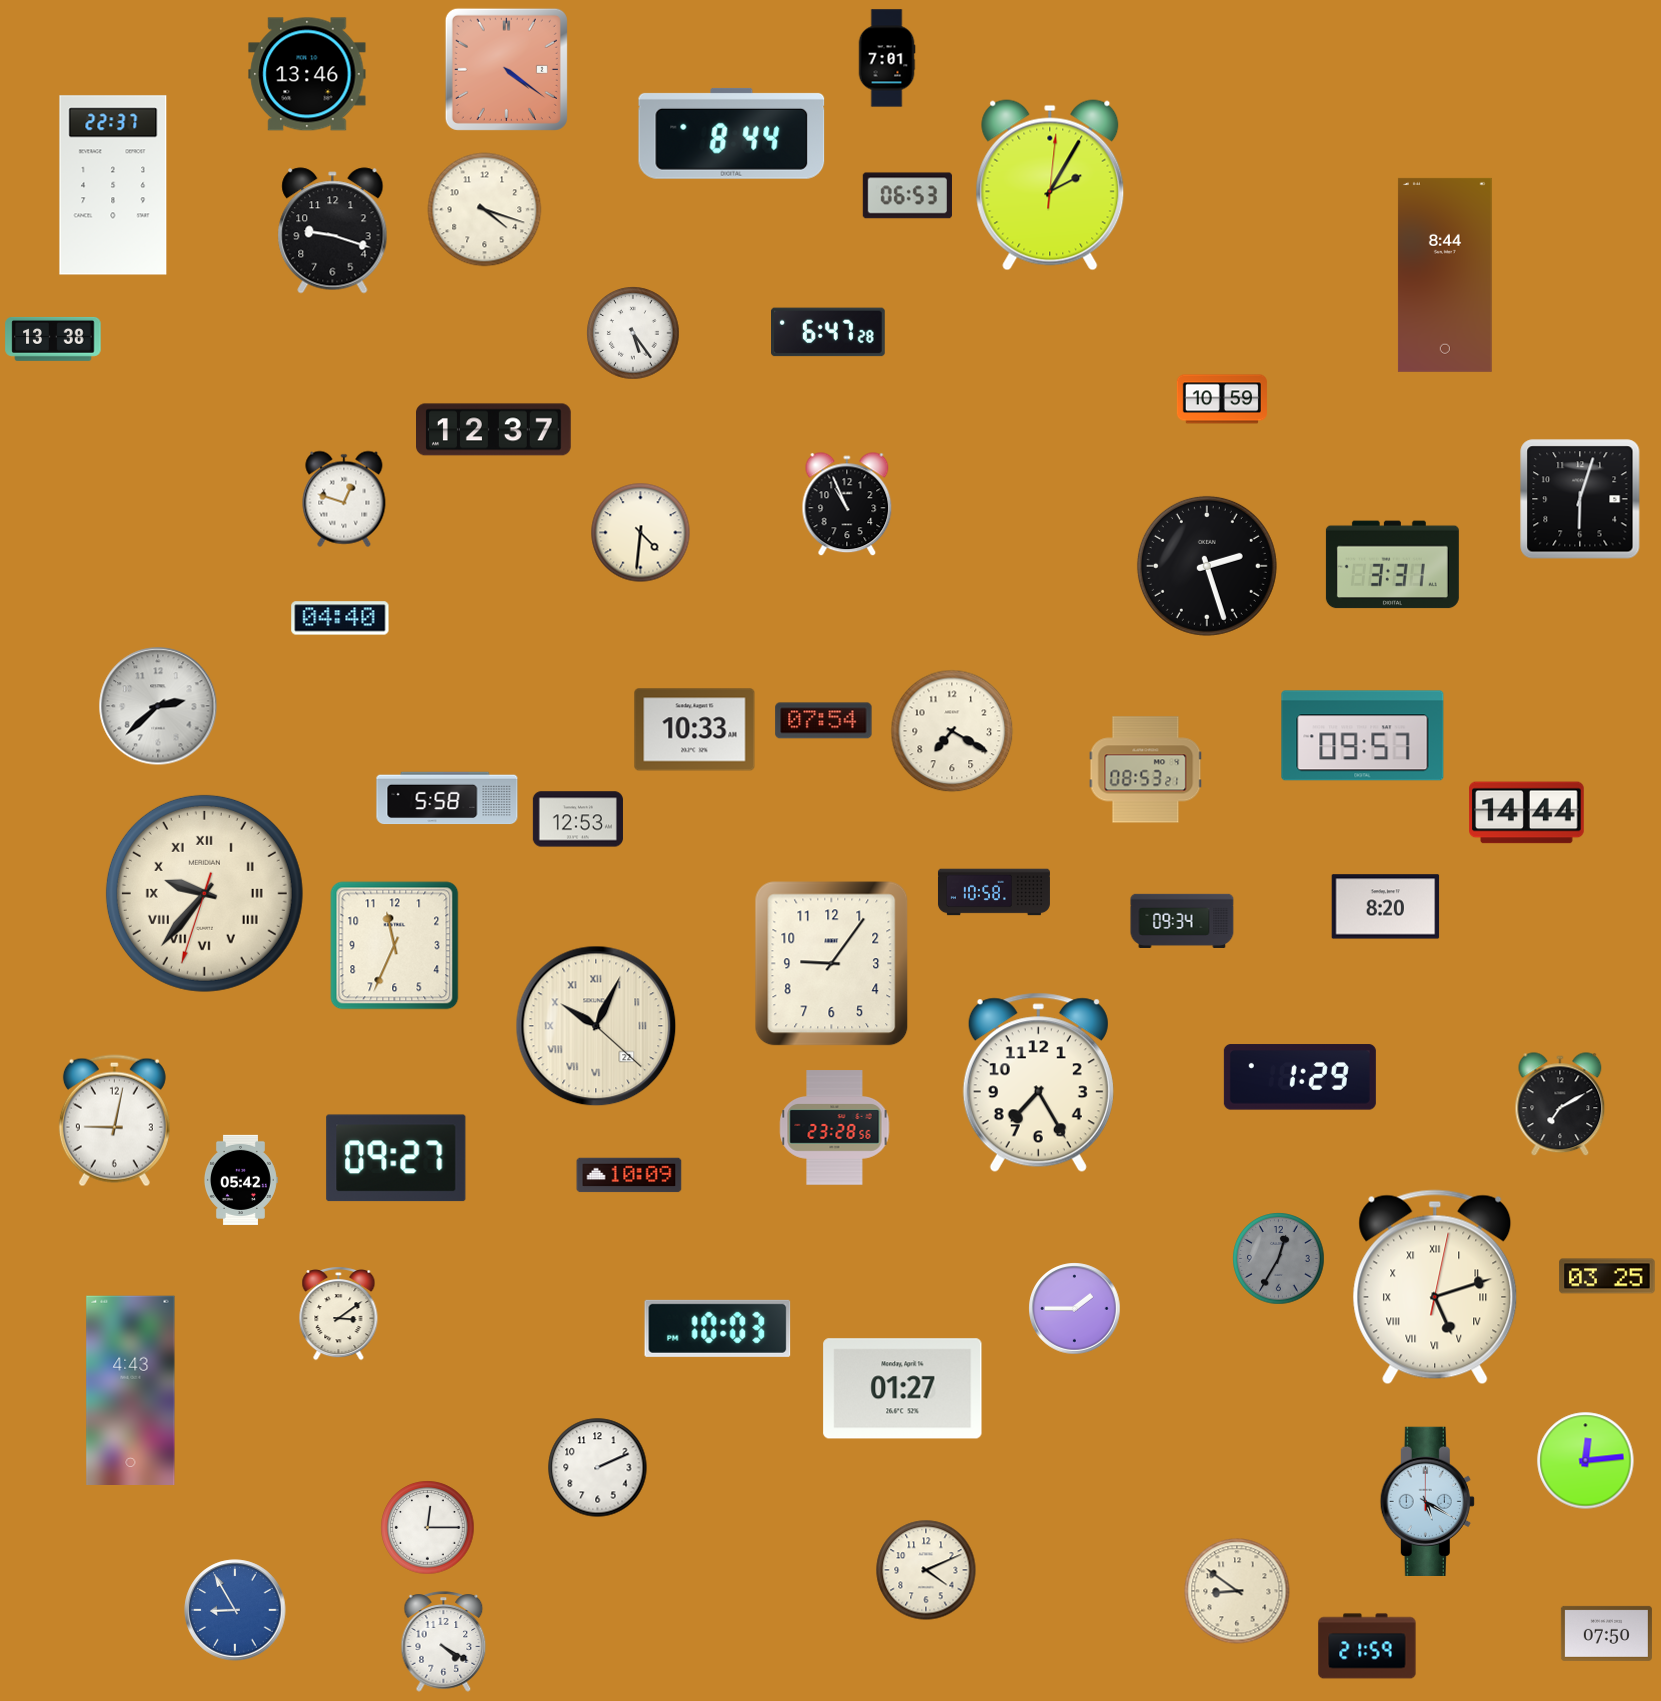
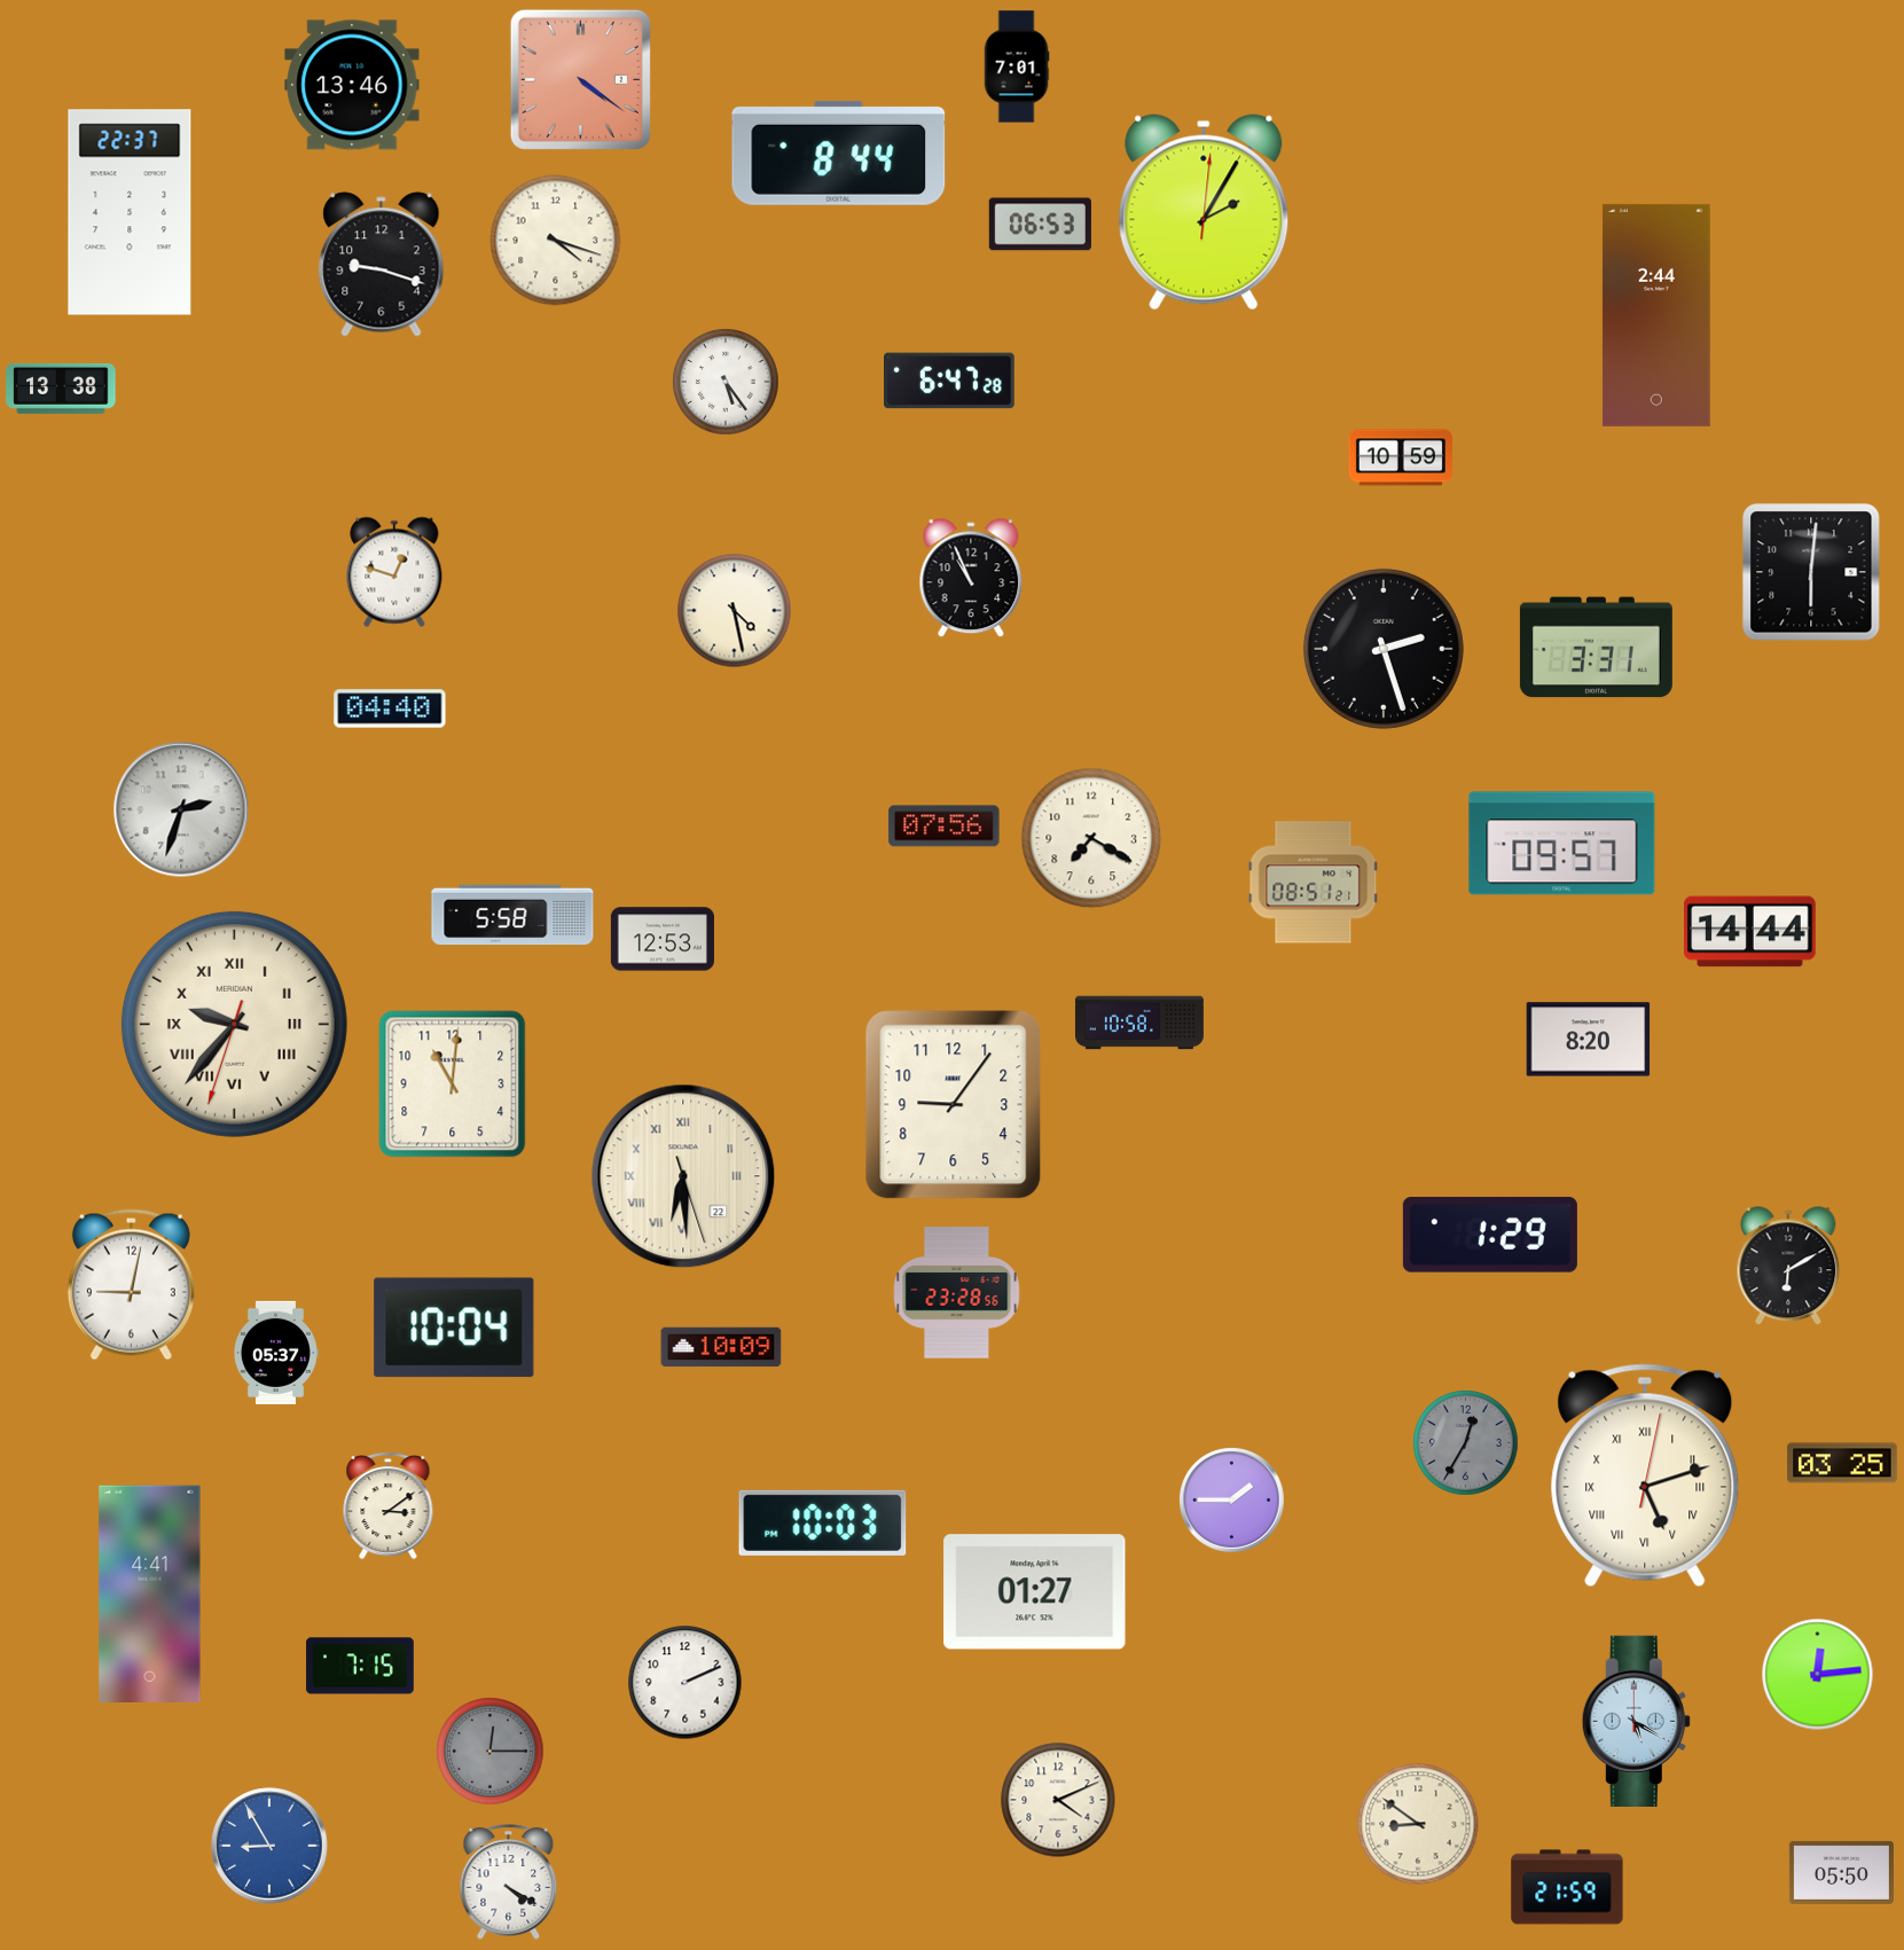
clock at (1445, 275): 8:44 -> 2:44
clock at (494, 430): 12:37 -> none
clock at (1580, 499): 6:03 -> 6:01
clock at (641, 533): 4:31 -> 4:28
clock at (158, 706): 2:38 -> 2:33
clock at (824, 721): 07:54 -> 07:56
clock at (695, 730): 10:33 -> none
clock at (1146, 770): 08:53 -> 08:51
clock at (1182, 921): 09:34 -> none
clock at (395, 946): 11:34 -> 11:01
clock at (596, 1026): 10:04 -> 6:29
clock at (1038, 1083): 7:25 -> none
clock at (1560, 1105): 7:10 -> 6:10
clock at (396, 1158): 09:27 -> 10:04
clock at (240, 1180): 05:42 -> 05:37
clock at (131, 1390): 4:43 -> 4:41
clock at (360, 1666): none -> 7:15
clock at (428, 1528) dial: white -> grey
clock at (926, 1570) position: (926, 1570) -> (1058, 1800)
clock at (1606, 1633): 07:50 -> 05:50
